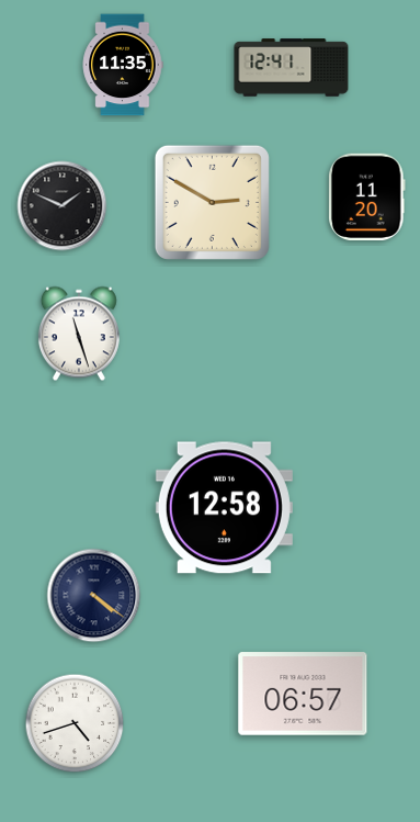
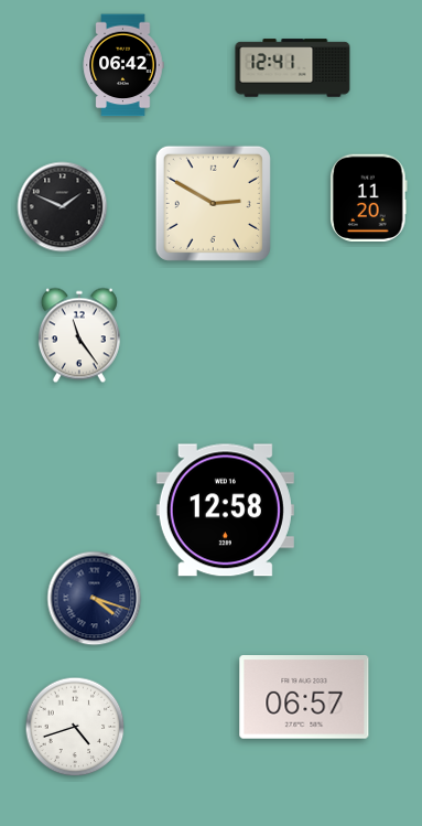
clock at (123, 65): 11:35 -> 06:42
clock at (79, 334): 11:27 -> 11:24
clock at (94, 596): 4:21 -> 4:18
